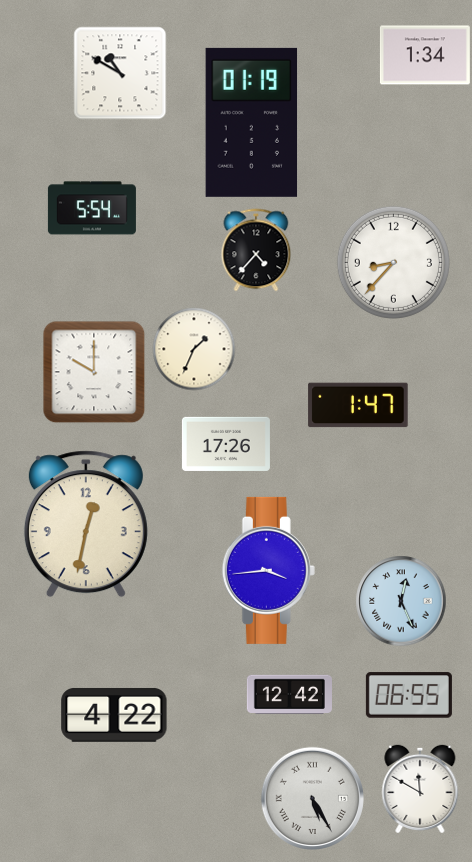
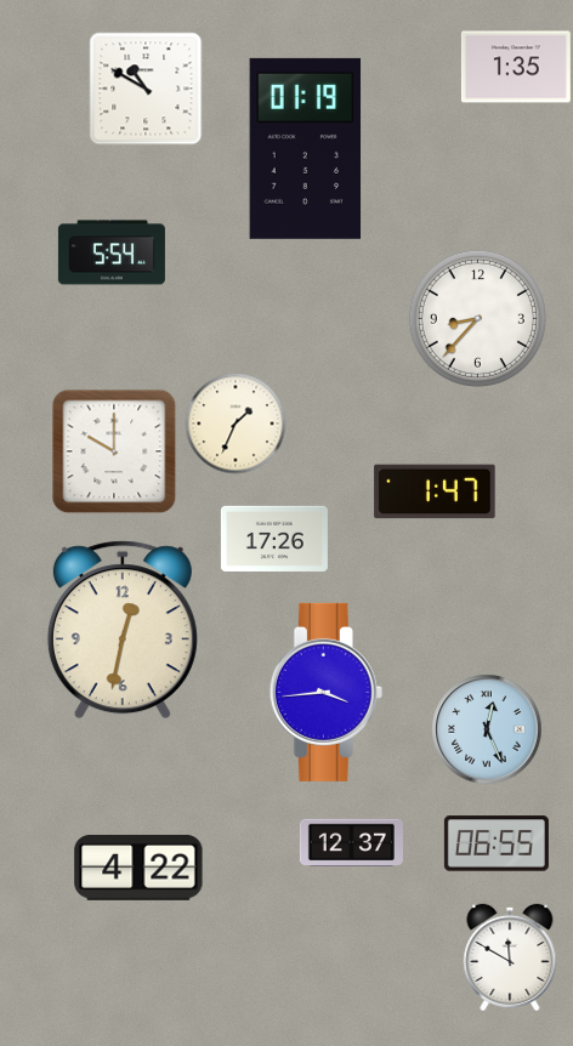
clock at (425, 55): 1:34 -> 1:35
clock at (256, 250): 4:37 -> none
clock at (86, 524) position: (86, 524) -> (123, 630)
clock at (289, 695): 12:42 -> 12:37
clock at (312, 798): 5:25 -> none
